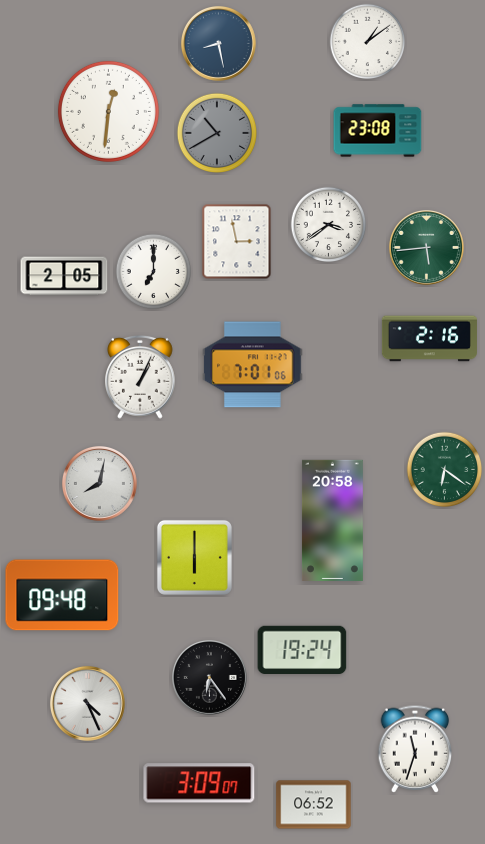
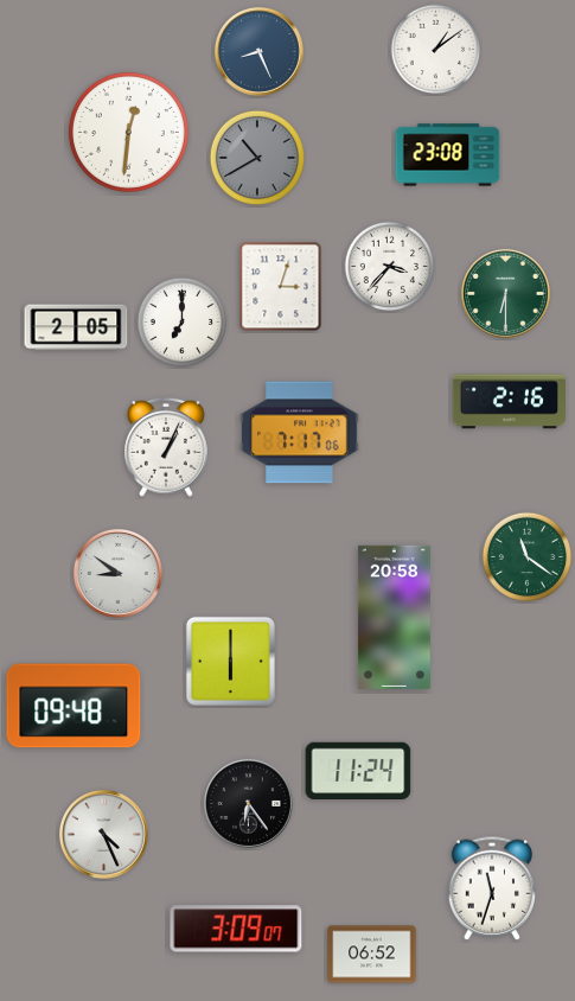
clock at (218, 43): 8:28 -> 8:26
clock at (329, 225): 3:39 -> 3:37
clock at (237, 242): 2:58 -> 3:03
clock at (426, 247): 5:44 -> 6:30
clock at (253, 365): 7:01 -> 7:17
clock at (445, 470): 6:21 -> 11:21
clock at (99, 483): 8:02 -> 8:51
clock at (302, 649): 19:24 -> 11:24
